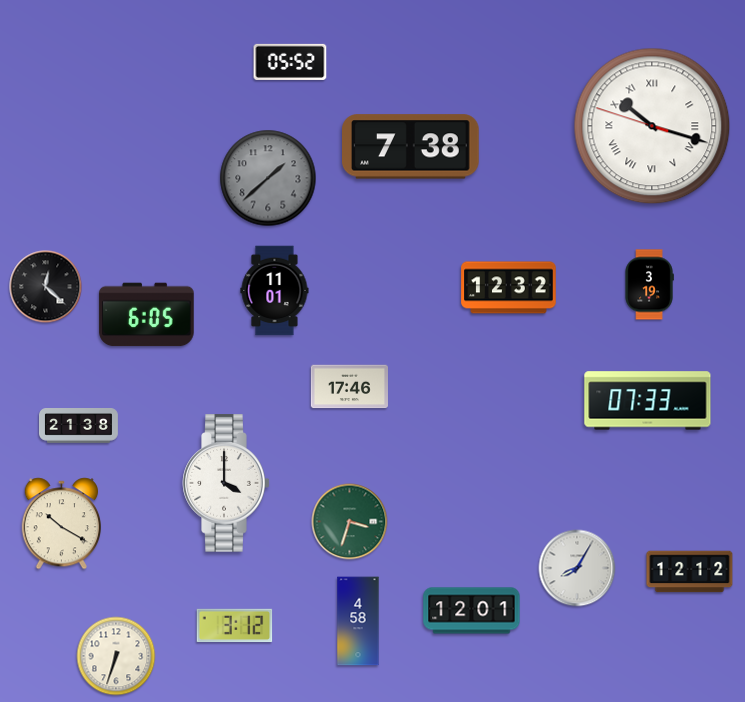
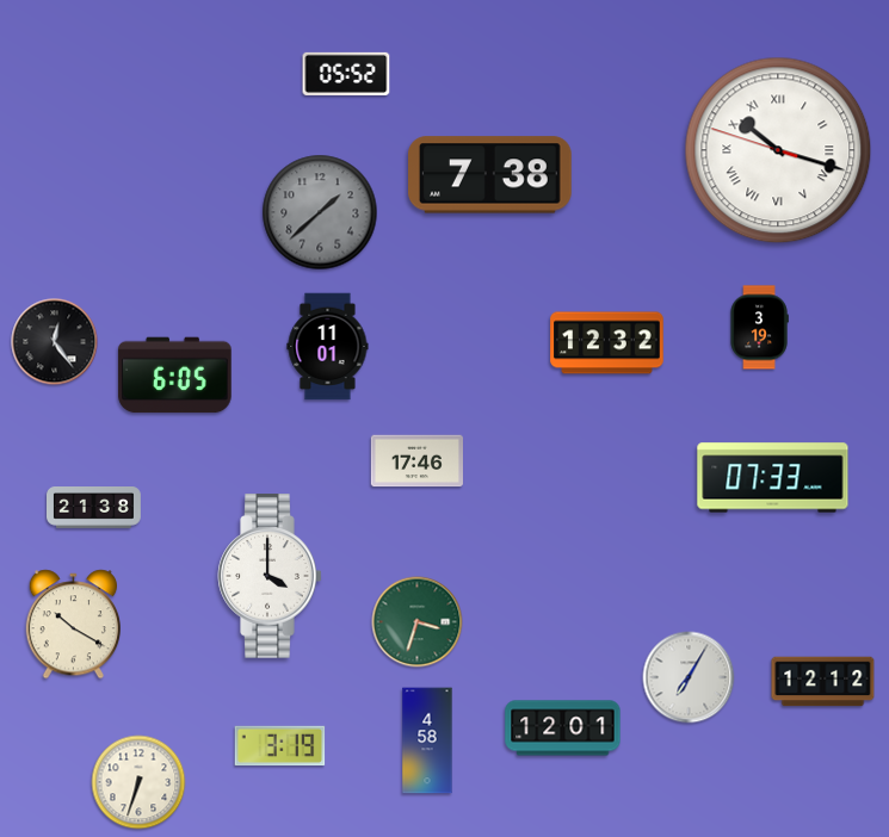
clock at (649, 285) position: (649, 285) -> (759, 328)
clock at (46, 287): 12:22 -> 12:24
clock at (577, 568): 8:05 -> 7:05
clock at (235, 626): 3:12 -> 3:19
